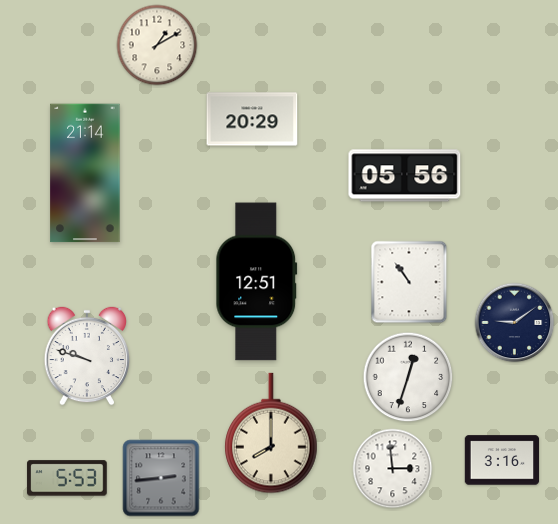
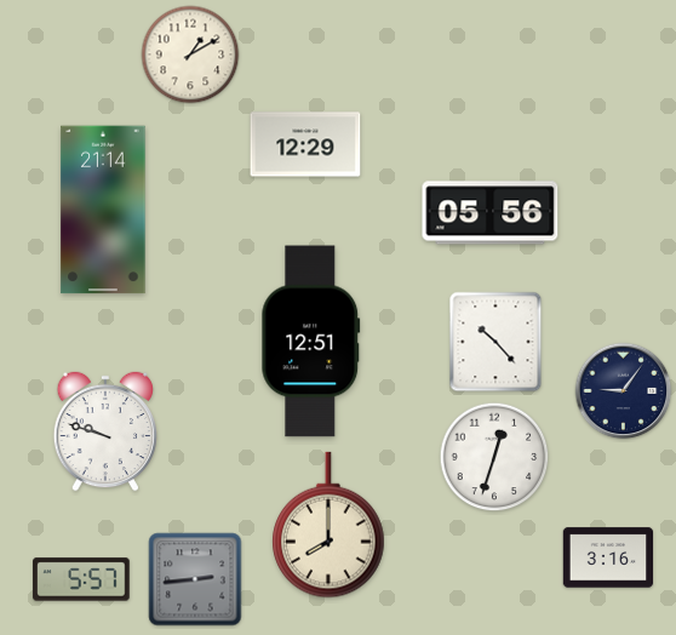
clock at (252, 119): 20:29 -> 12:29
clock at (409, 282): 10:54 -> 10:23
clock at (515, 323): 9:09 -> 9:06
clock at (393, 469): 2:59 -> none
clock at (67, 478): 5:53 -> 5:57
